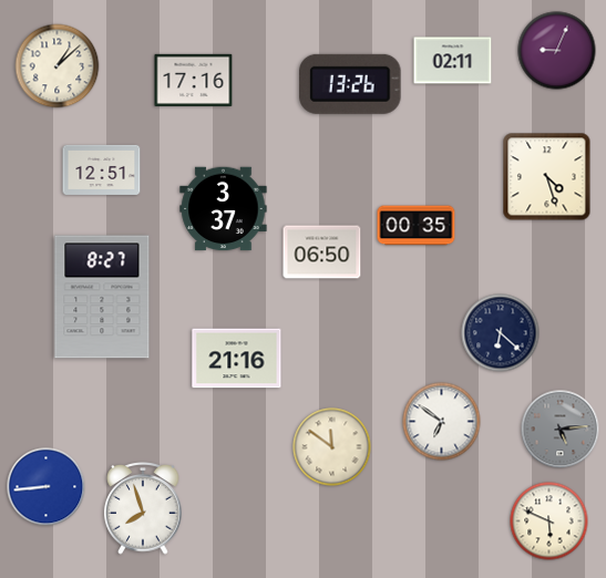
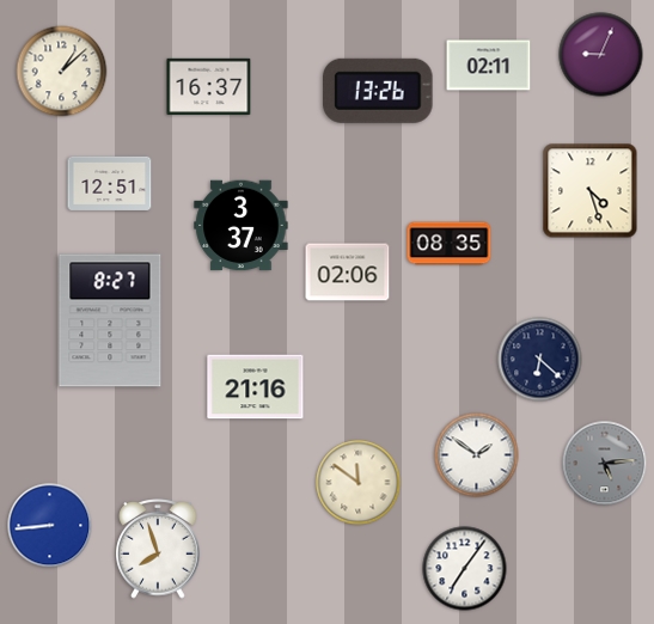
clock at (194, 80): 17:16 -> 16:37
clock at (417, 226): 00:35 -> 08:35
clock at (322, 252): 06:50 -> 02:06
clock at (442, 422): 6:51 -> 1:51
clock at (143, 509) position: (143, 509) -> (158, 550)
clock at (549, 522): 5:49 -> none
clock at (465, 569): none -> 7:06
